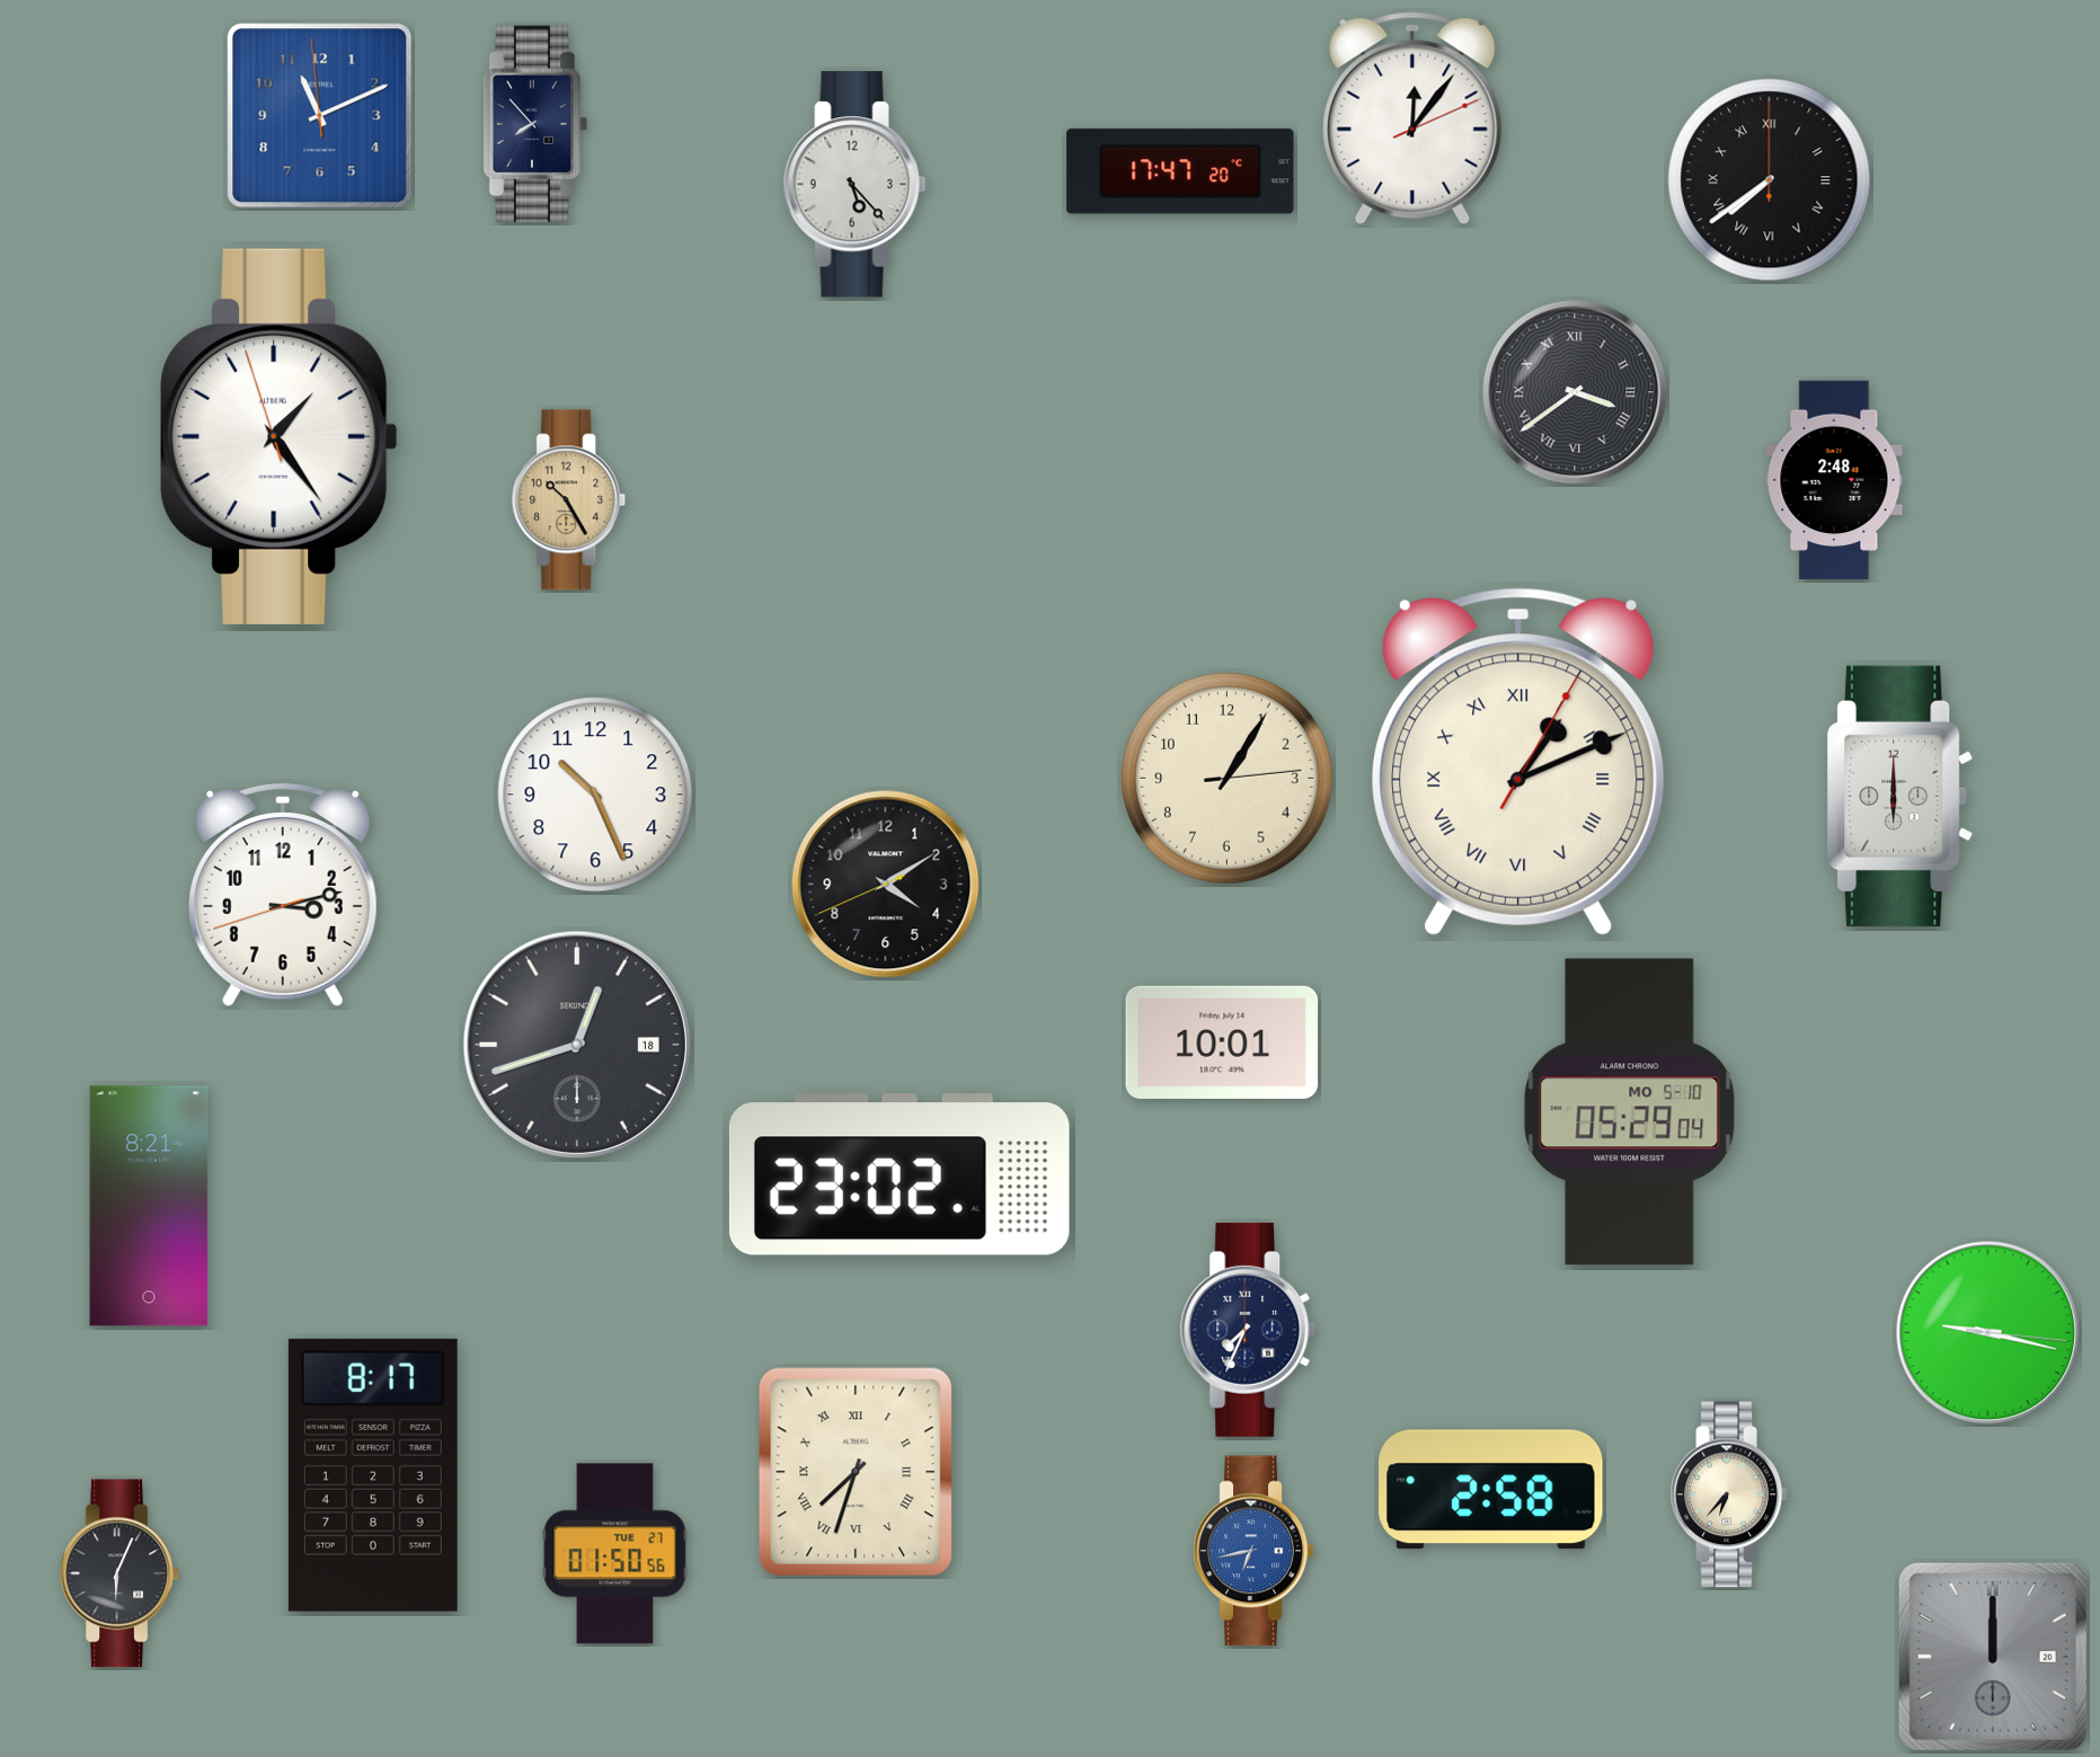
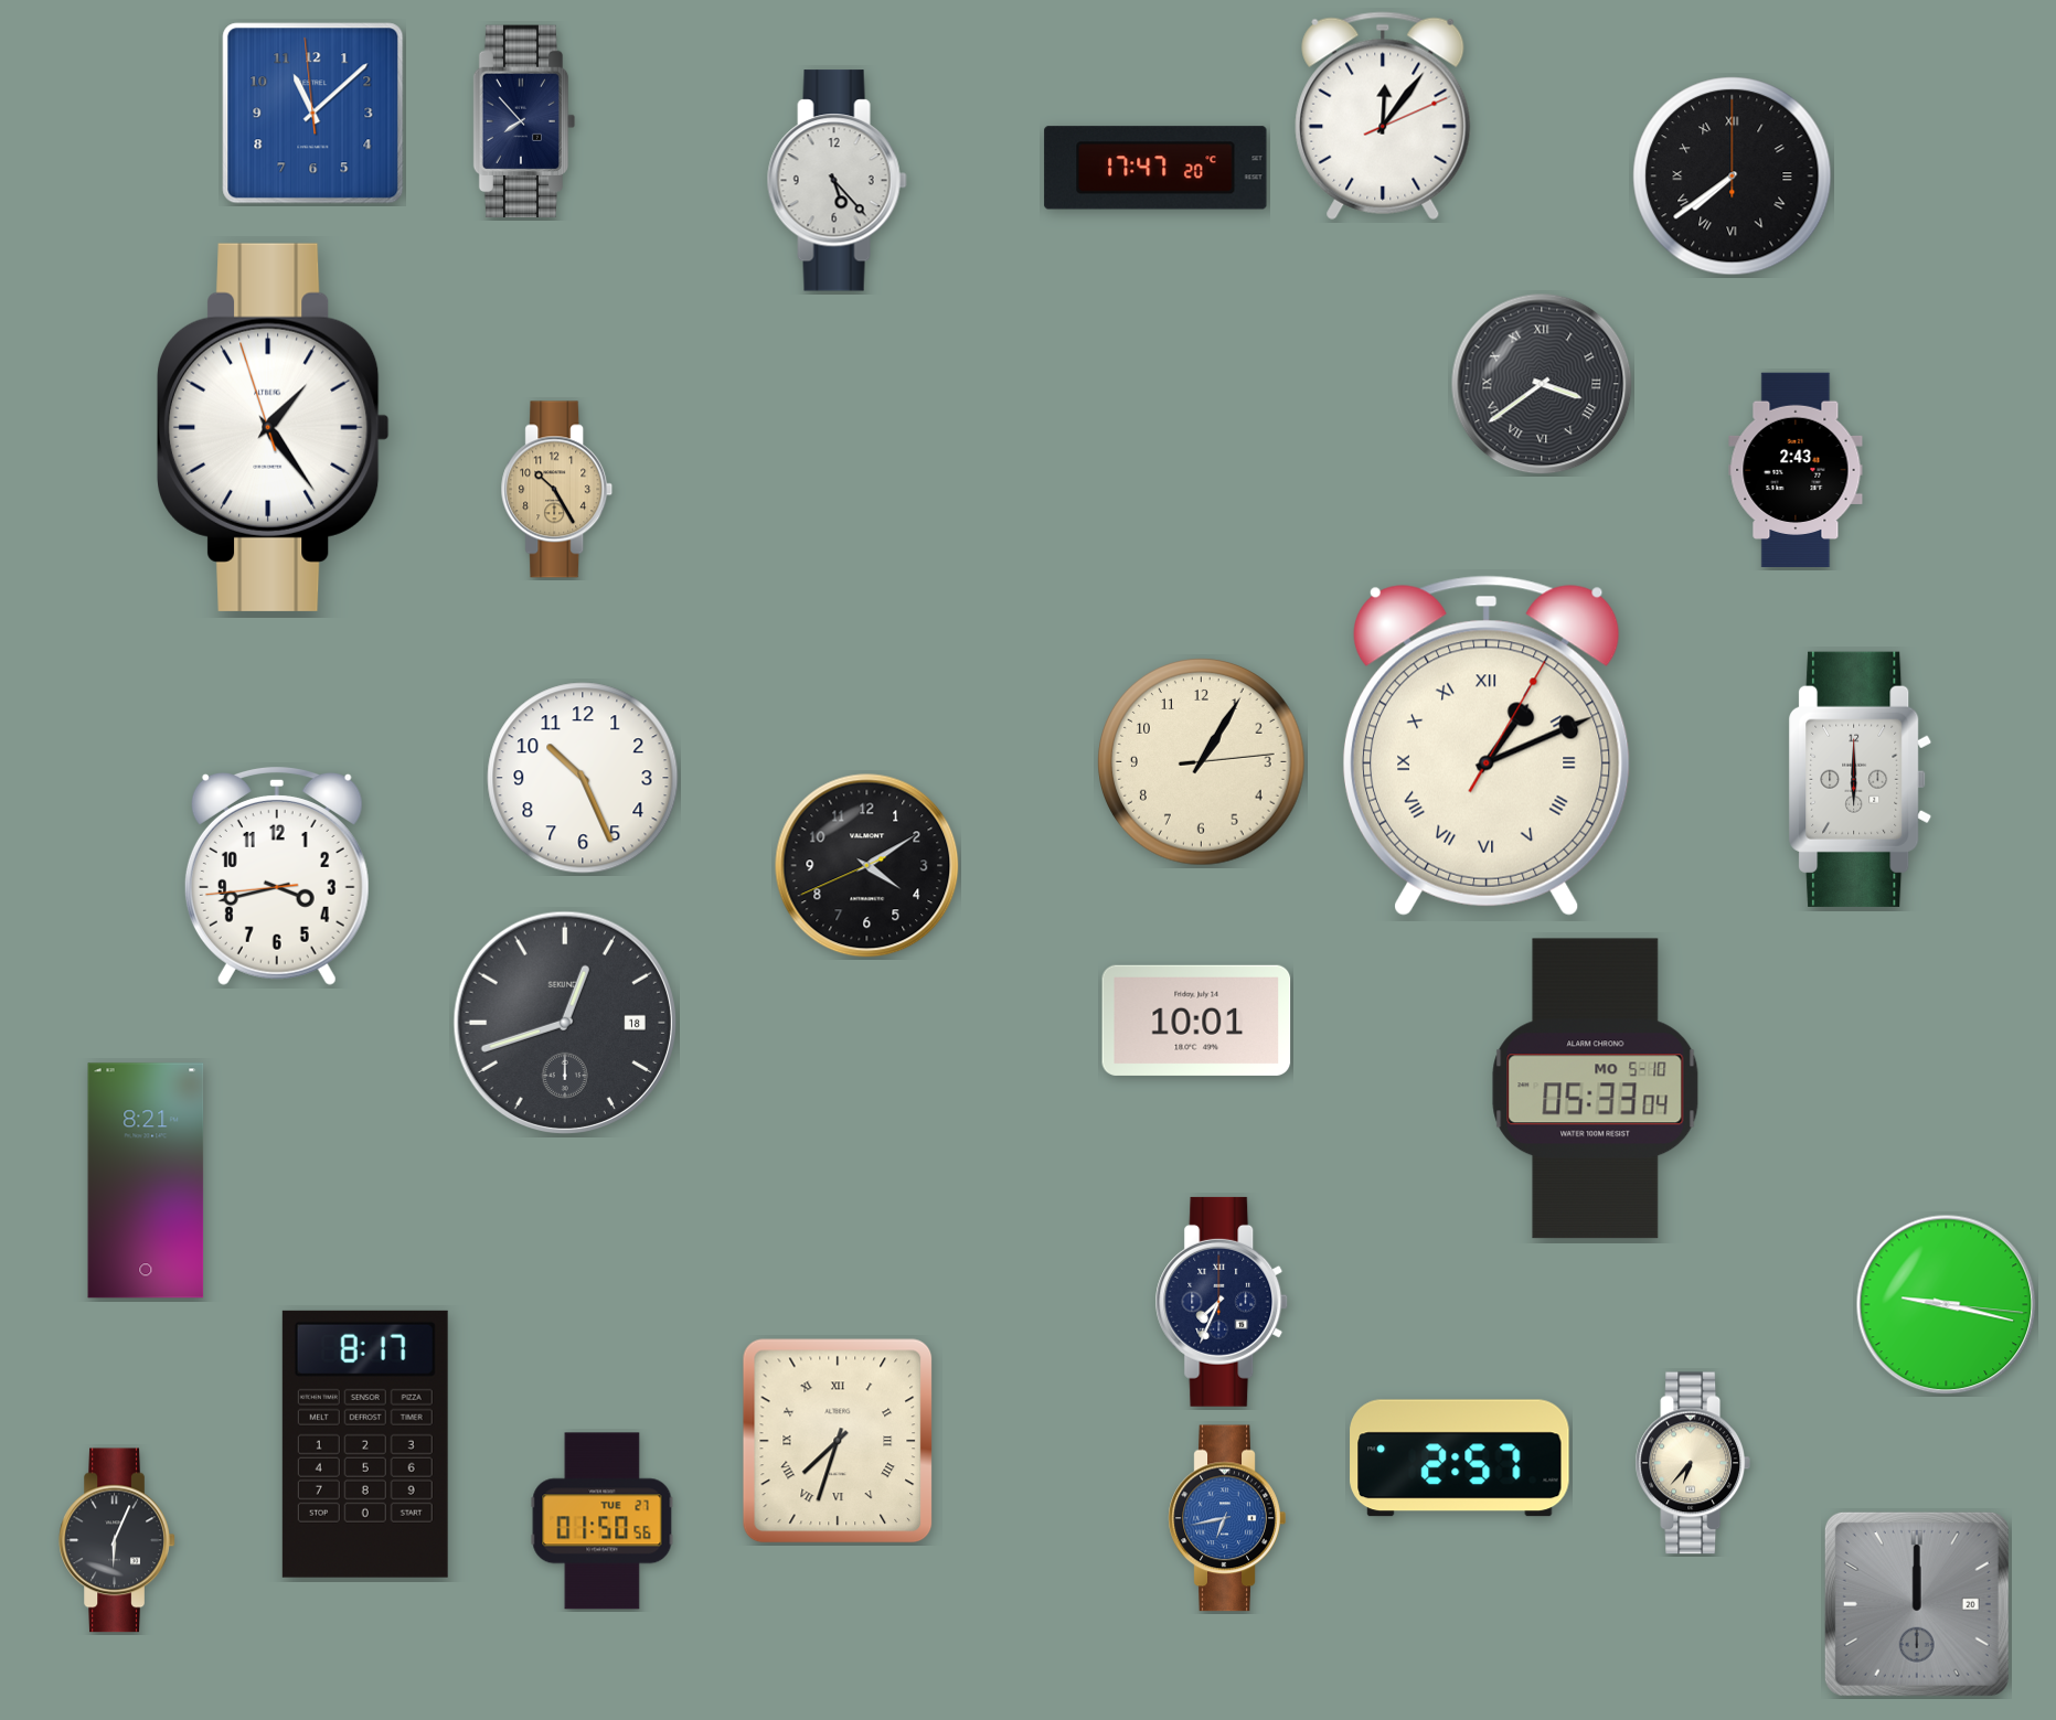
clock at (320, 116): 11:10 -> 11:07
clock at (1834, 480): 2:48 -> 2:43
clock at (283, 895): 3:12 -> 3:42
clock at (1630, 1112): 05:29 -> 05:33
clock at (900, 1174): 23:02 -> none
clock at (1491, 1490): 2:58 -> 2:57
clock at (1993, 1657) position: (1993, 1657) -> (1917, 1604)
